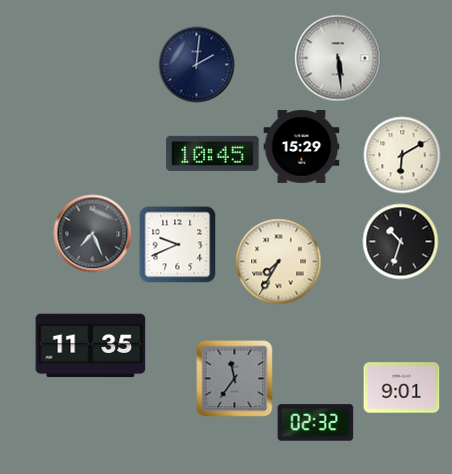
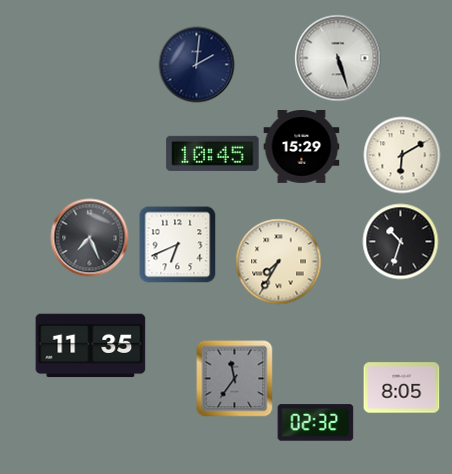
clock at (338, 58): 5:29 -> 5:27
clock at (93, 234) position: (93, 234) -> (90, 238)
clock at (178, 245): 9:41 -> 6:41
clock at (402, 388): 9:01 -> 8:05
